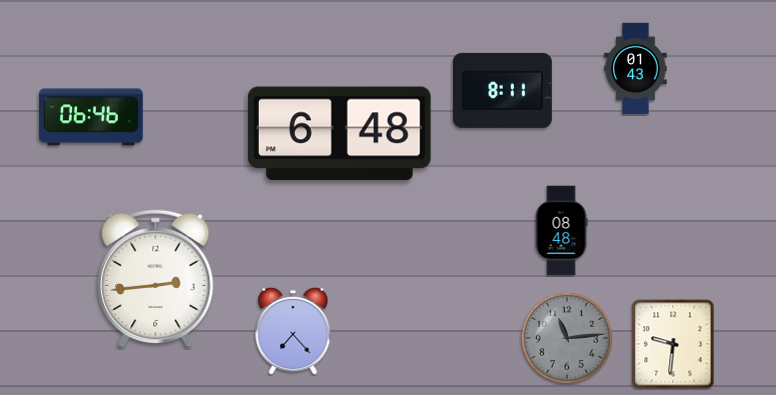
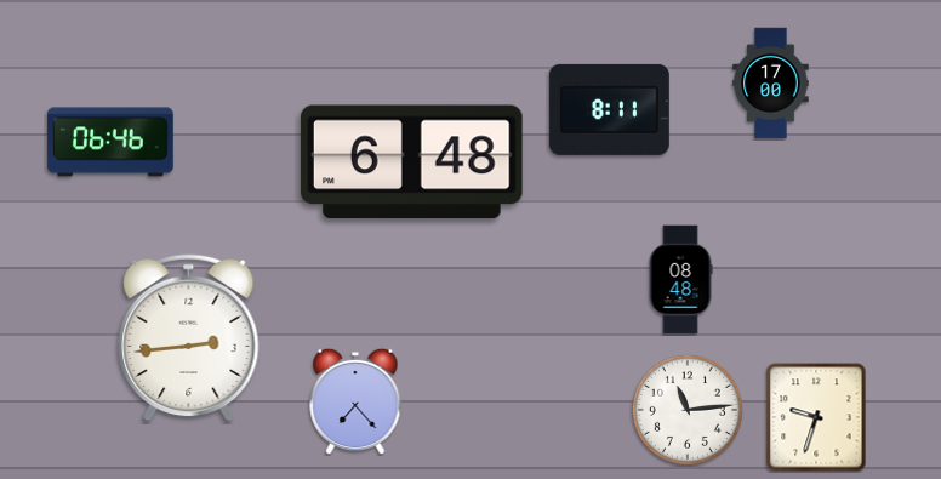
clock at (636, 69): 01:43 -> 17:00
clock at (567, 338) dial: grey -> white
clock at (673, 344): 9:31 -> 9:33
